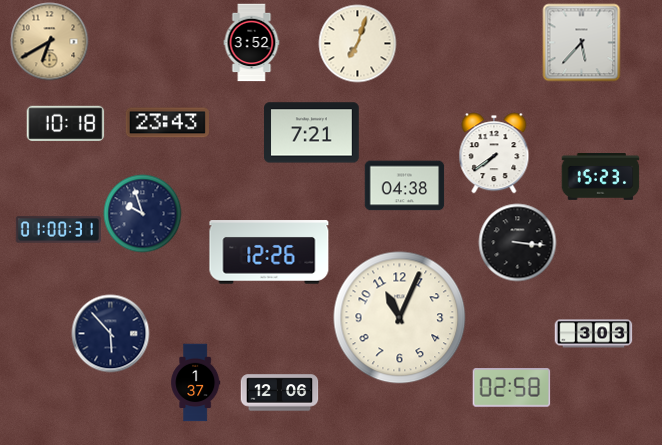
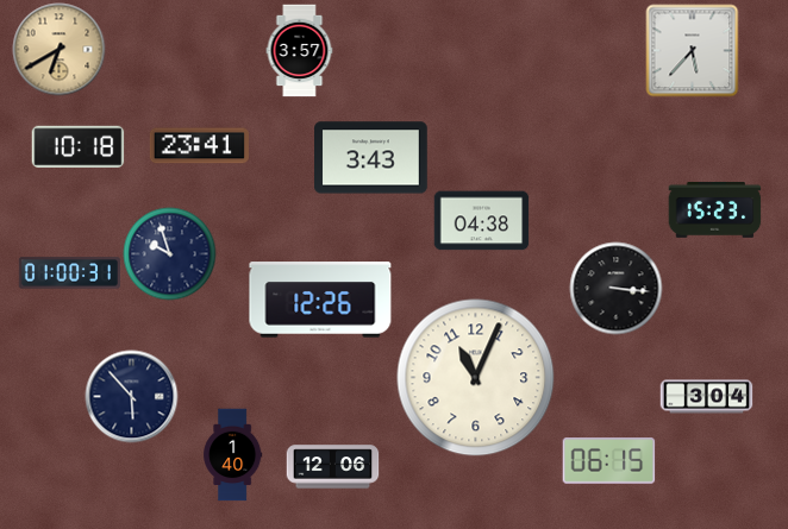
clock at (252, 42): 3:52 -> 3:57
clock at (357, 43): 7:03 -> none
clock at (167, 123): 23:43 -> 23:41
clock at (312, 133): 7:21 -> 3:43
clock at (494, 153): 7:39 -> none
clock at (593, 334): 3:03 -> 3:04
clock at (196, 382): 1:37 -> 1:40
clock at (511, 388): 02:58 -> 06:15
